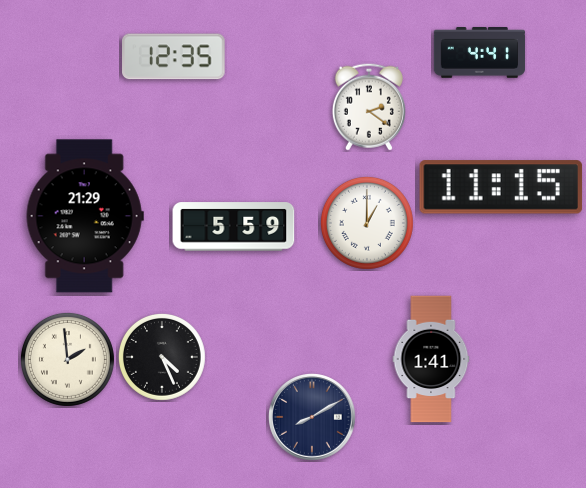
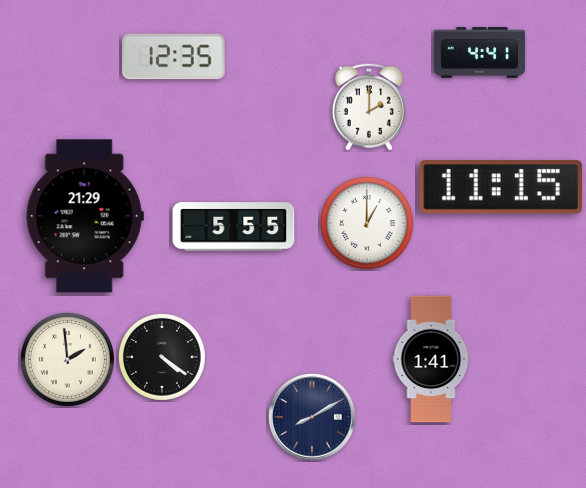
clock at (369, 107): 2:21 -> 2:00
clock at (234, 227): 5:59 -> 5:55
clock at (162, 357): 4:26 -> 4:21
